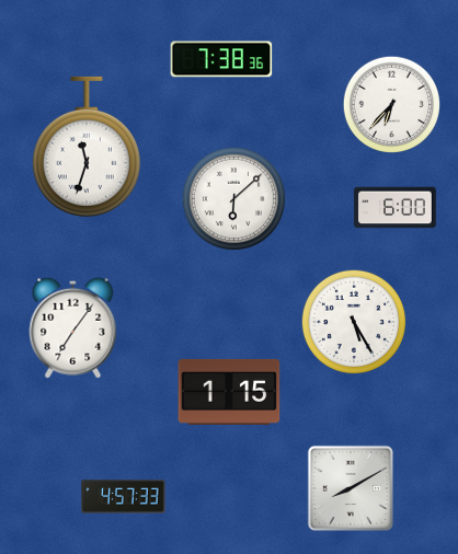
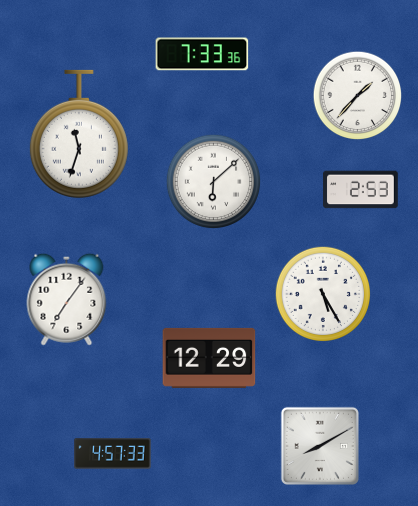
clock at (221, 59): 7:38 -> 7:33
clock at (392, 105): 6:37 -> 1:37
clock at (396, 208): 6:00 -> 2:53
clock at (229, 392): 1:15 -> 12:29
